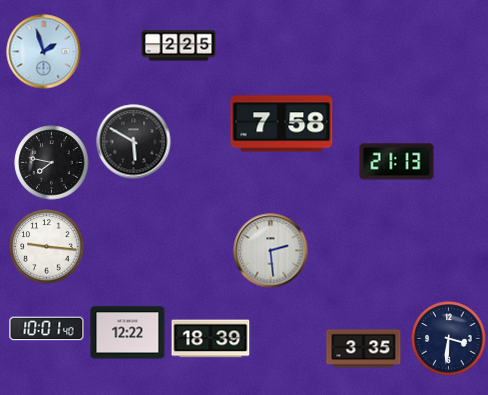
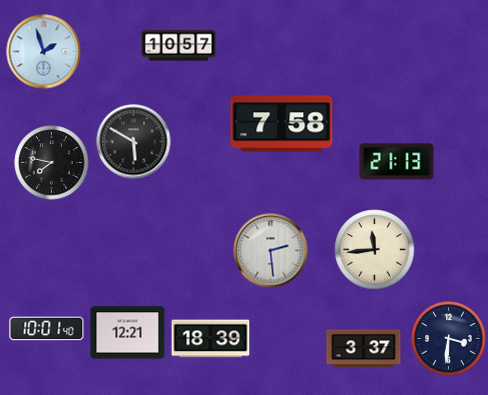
clock at (179, 46): 2:25 -> 10:57
clock at (47, 247): 9:16 -> none
clock at (375, 250): none -> 11:44
clock at (128, 333): 12:22 -> 12:21
clock at (364, 349): 3:35 -> 3:37
